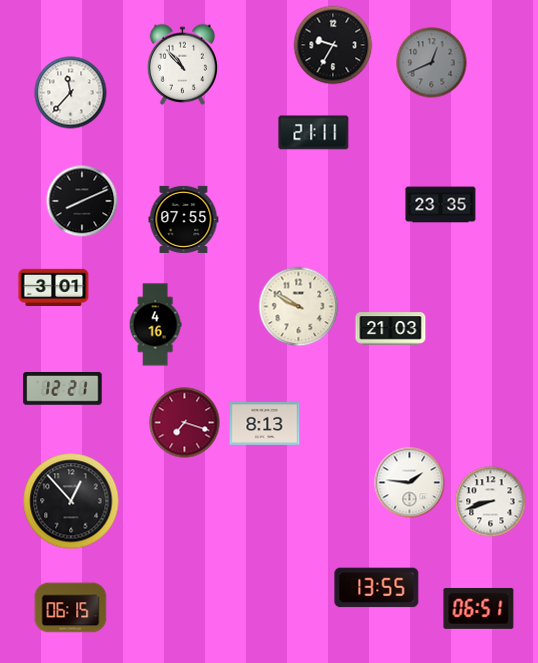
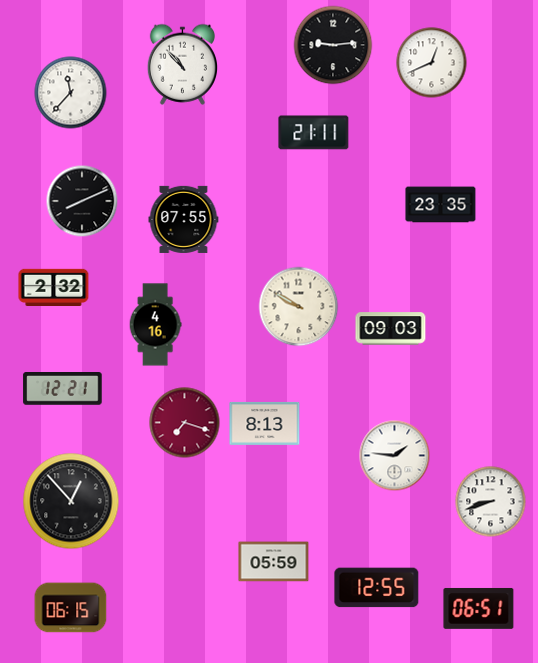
clock at (333, 45): 9:35 -> 9:14
clock at (432, 63) dial: grey -> white
clock at (54, 287): 3:01 -> 2:32
clock at (391, 329): 21:03 -> 09:03
clock at (410, 483) position: (410, 483) -> (395, 456)
clock at (274, 562): none -> 05:59
clock at (377, 588): 13:55 -> 12:55
